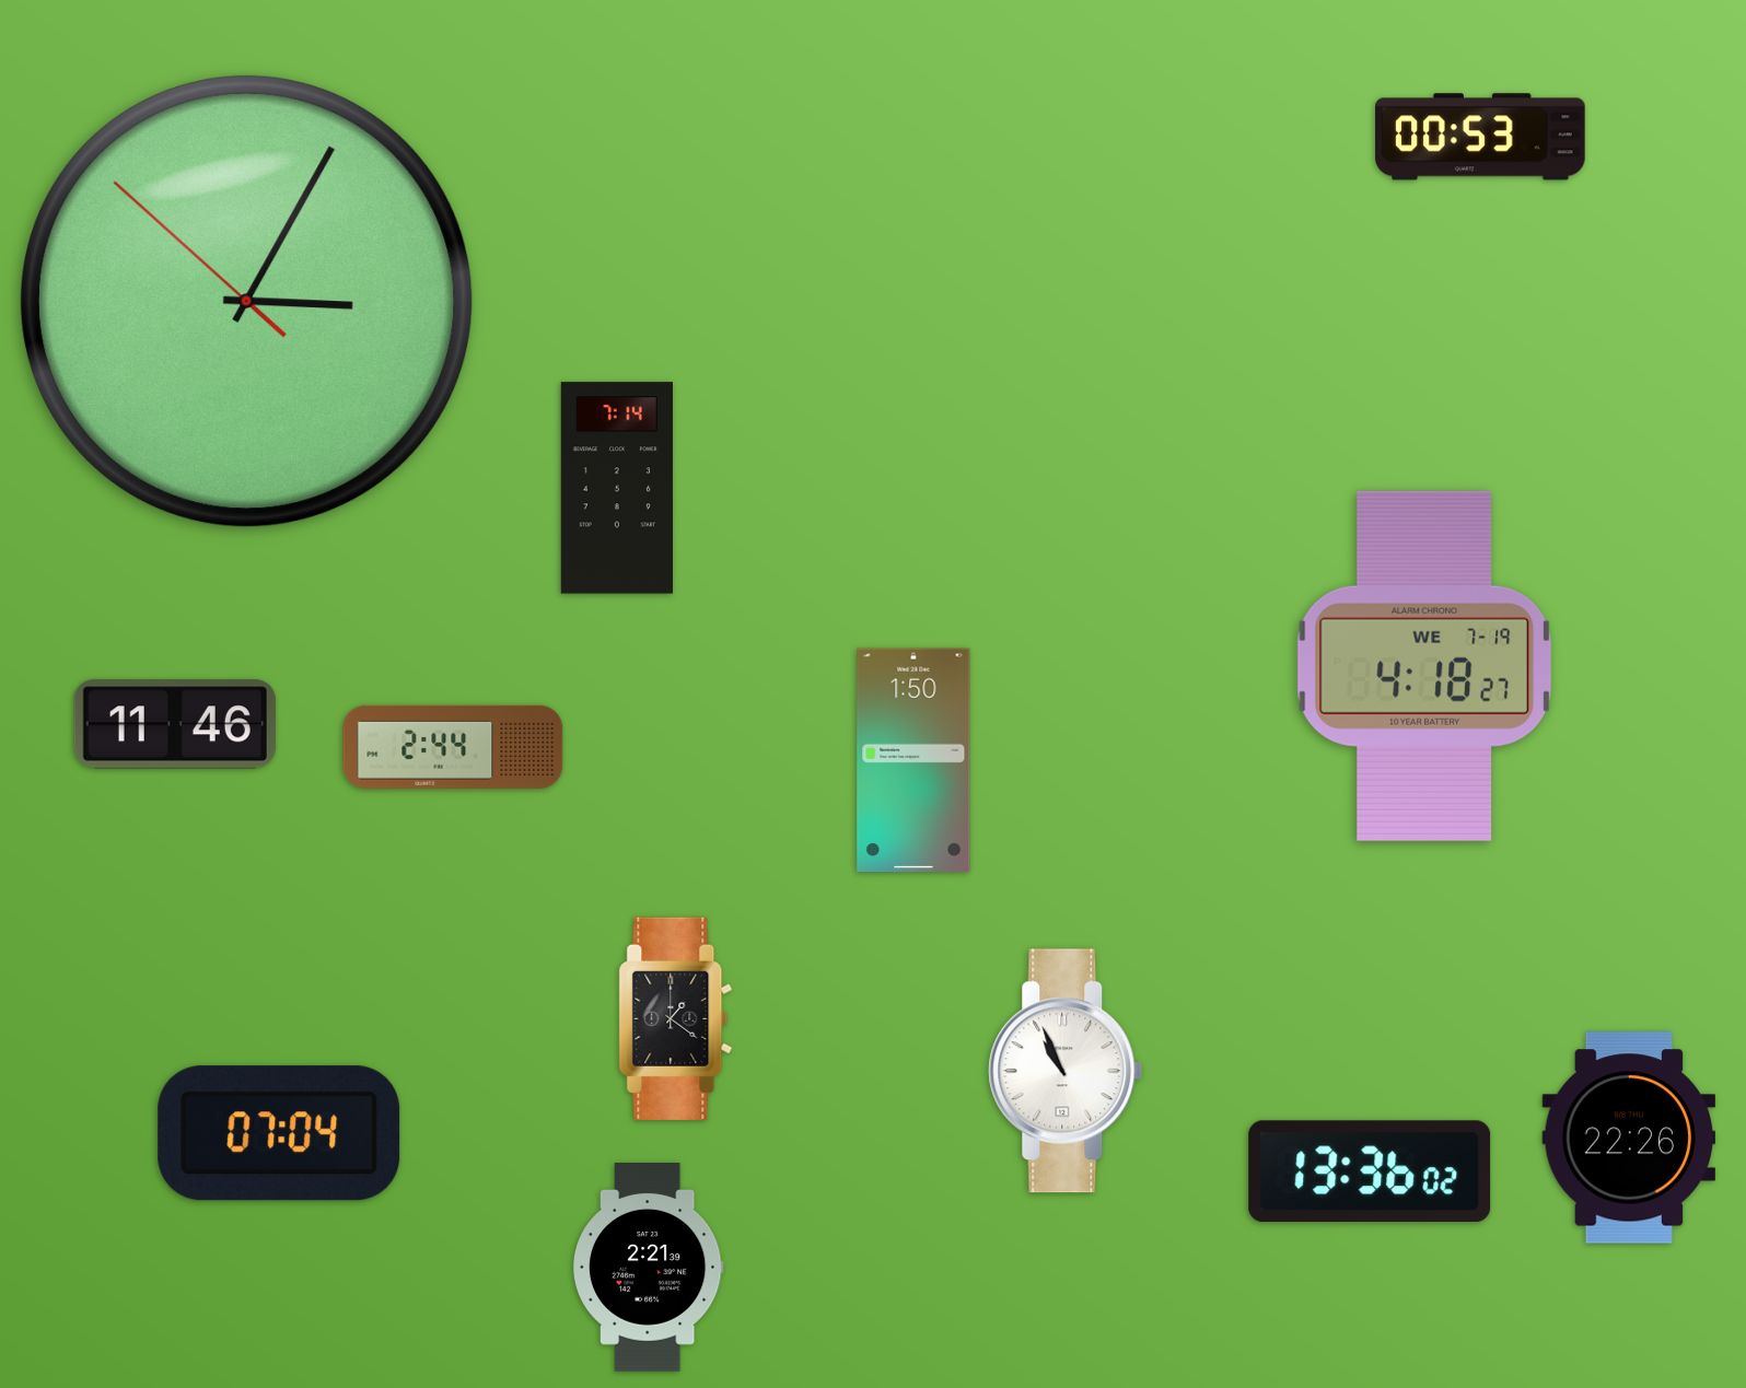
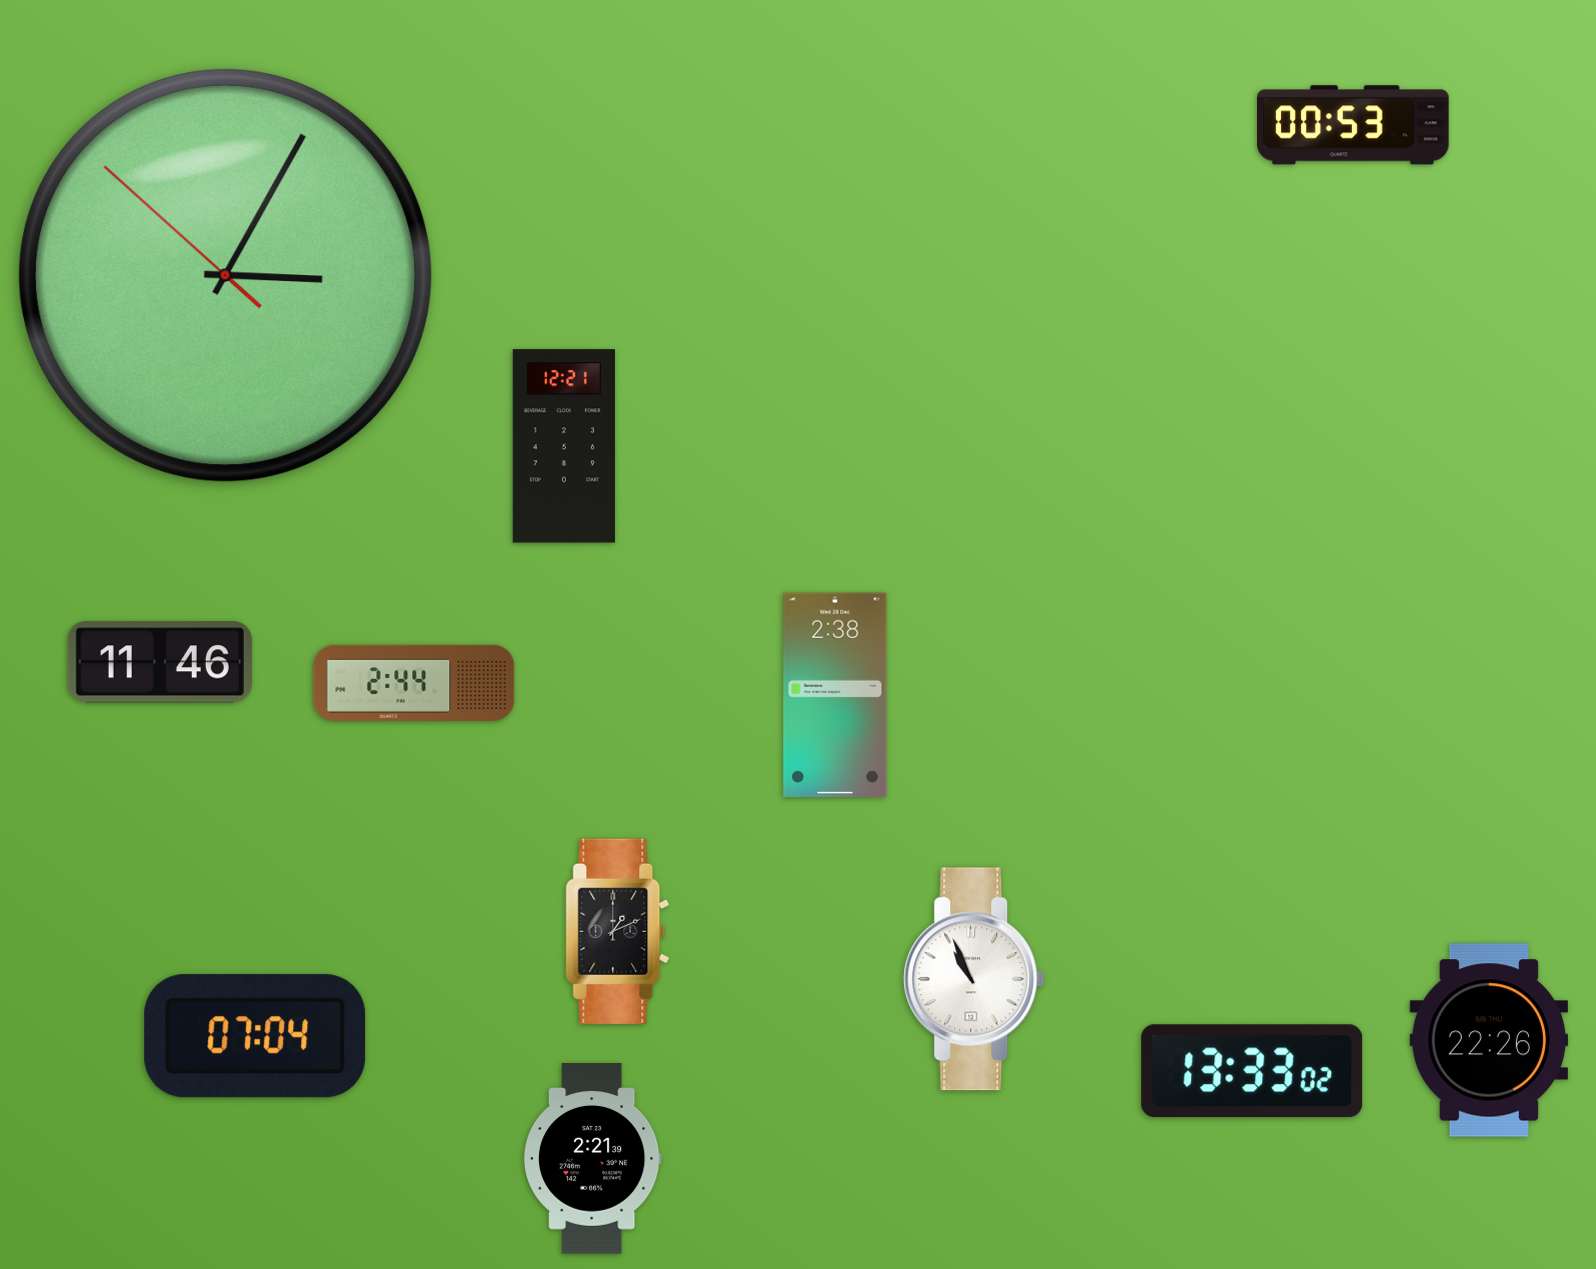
clock at (617, 488): 7:14 -> 12:21
clock at (1424, 666): 4:18 -> none
clock at (913, 760): 1:50 -> 2:38
clock at (676, 1018): 1:21 -> 1:11
clock at (1370, 1171): 13:36 -> 13:33
